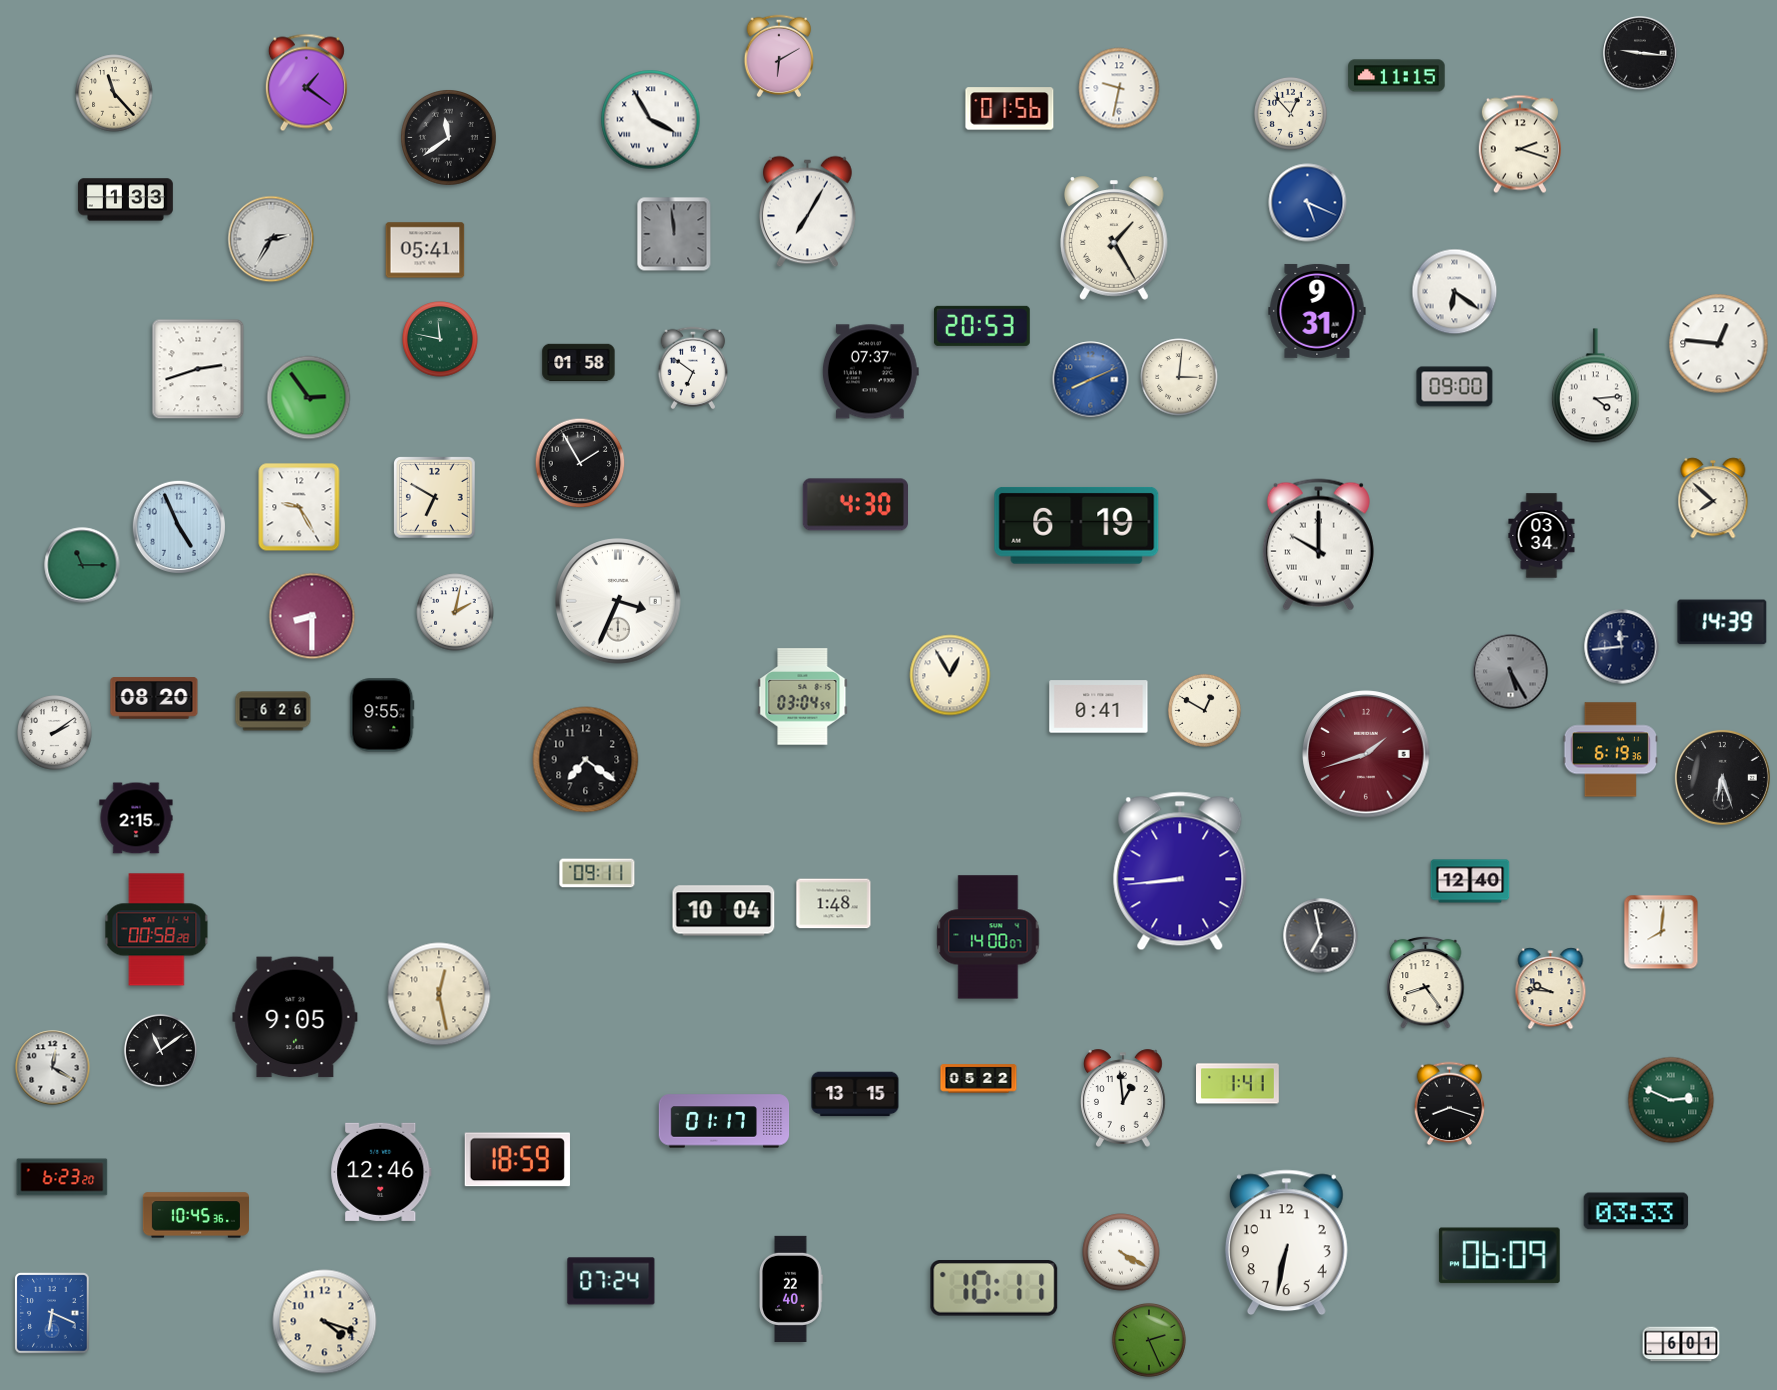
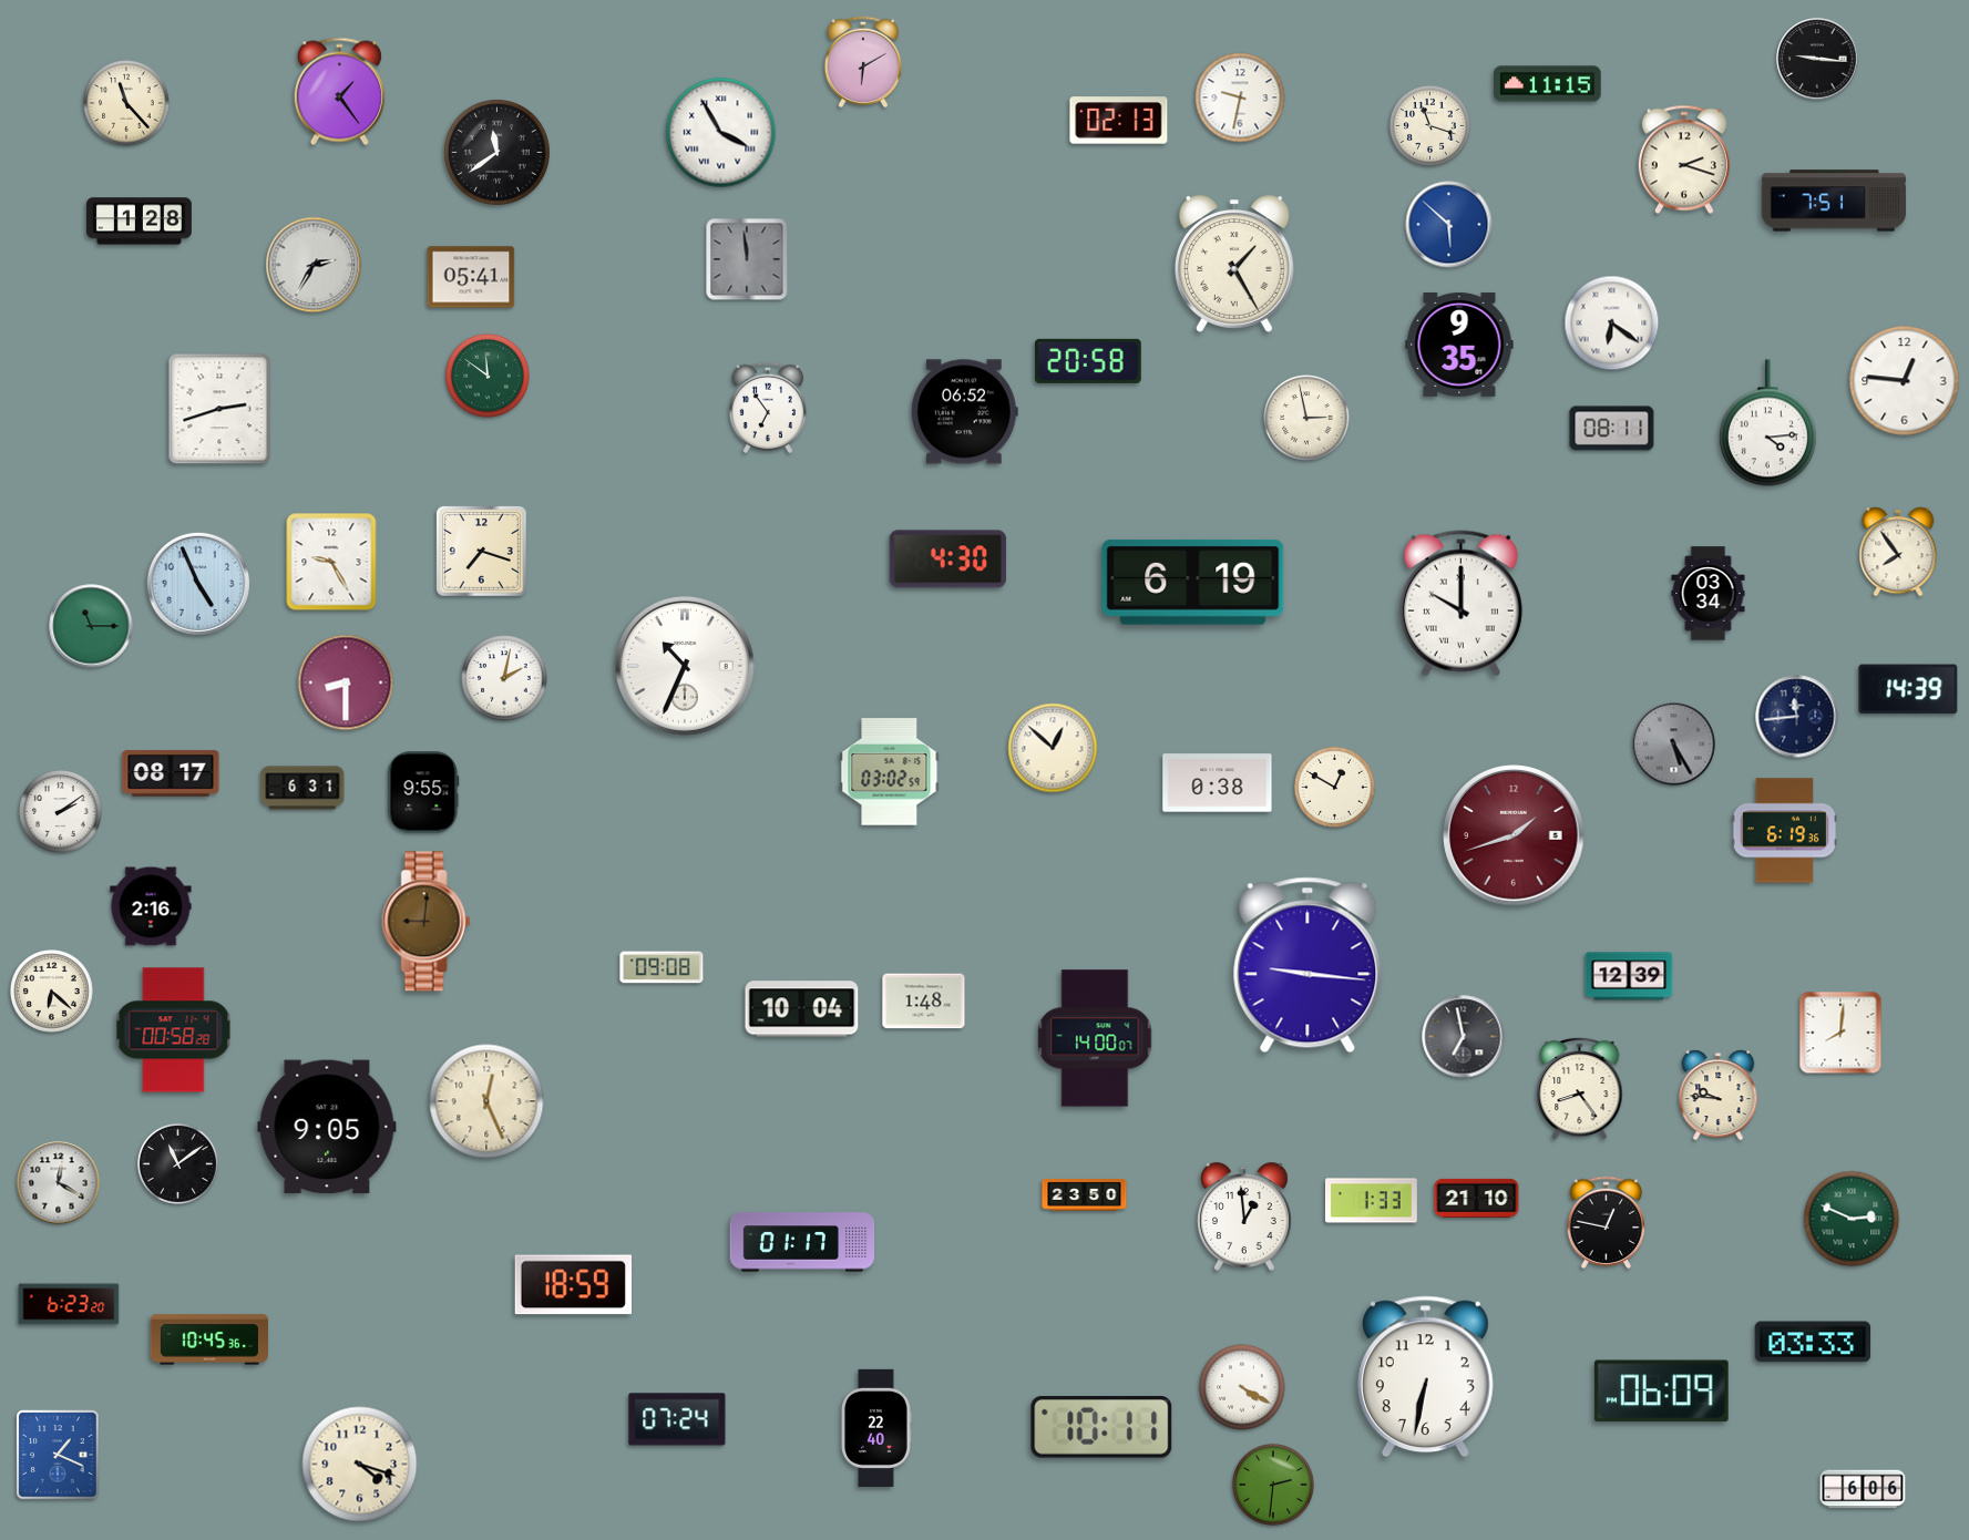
clock at (306, 83): 1:21 -> 1:24
clock at (1010, 109): 01:56 -> 02:13
clock at (1290, 113): 12:53 -> 11:18
clock at (1834, 201): none -> 7:51
clock at (125, 200): 1:33 -> 1:28
clock at (1308, 203): 5:19 -> 5:52
clock at (808, 212): 7:05 -> none
clock at (271, 239) position: (271, 239) -> (314, 265)
clock at (1317, 311): 9:31 -> 9:35
clock at (982, 326): 20:53 -> 20:58
clock at (440, 339): 11:47 -> 11:51
clock at (579, 362): 01:58 -> none
clock at (693, 368): 6:51 -> 6:54
clock at (870, 372): 07:37 -> 06:52
clock at (1179, 377): 3:01 -> 2:58
clock at (1091, 380): 8:11 -> none
clock at (1595, 386) position: (1595, 386) -> (1767, 423)
clock at (1455, 387): 09:00 -> 08:11
clock at (309, 398): 2:54 -> none
clock at (580, 463): 1:55 -> none
clock at (435, 498): 6:50 -> 7:18
clock at (1713, 498): 7:52 -> 7:54
clock at (619, 602): 3:34 -> 10:34
clock at (950, 675): 12:55 -> 12:52
clock at (803, 697): 03:04 -> 03:02
clock at (154, 698): 08:20 -> 08:17
clock at (1099, 707): 0:41 -> 0:38
clock at (273, 711): 6:26 -> 6:31
clock at (586, 760): 7:21 -> none
clock at (1722, 777): 6:27 -> none
clock at (136, 818): 2:15 -> 2:16
clock at (427, 922): none -> 9:01
clock at (1180, 871): 8:44 -> 9:16
clock at (597, 873): 09:11 -> 09:08
clock at (1470, 881): 12:40 -> 12:39
clock at (52, 992): none -> 6:22
clock at (439, 994): 12:28 -> 12:26
clock at (979, 1079): 05:22 -> 23:50
clock at (1477, 1198): none -> 21:10
clock at (1238, 1084): 1:41 -> 1:33
clock at (855, 1094): 13:15 -> none
clock at (1450, 1104): 8:18 -> 12:47
clock at (381, 1172): 12:46 -> none
clock at (196, 1215) position: (196, 1215) -> (209, 1339)
clock at (52, 1313): 6:19 -> 1:19
clock at (1149, 1340): 2:26 -> 2:31
clock at (1681, 1344): 6:01 -> 6:06
